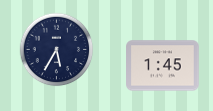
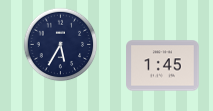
clock at (57, 50) position: (57, 50) -> (61, 45)
